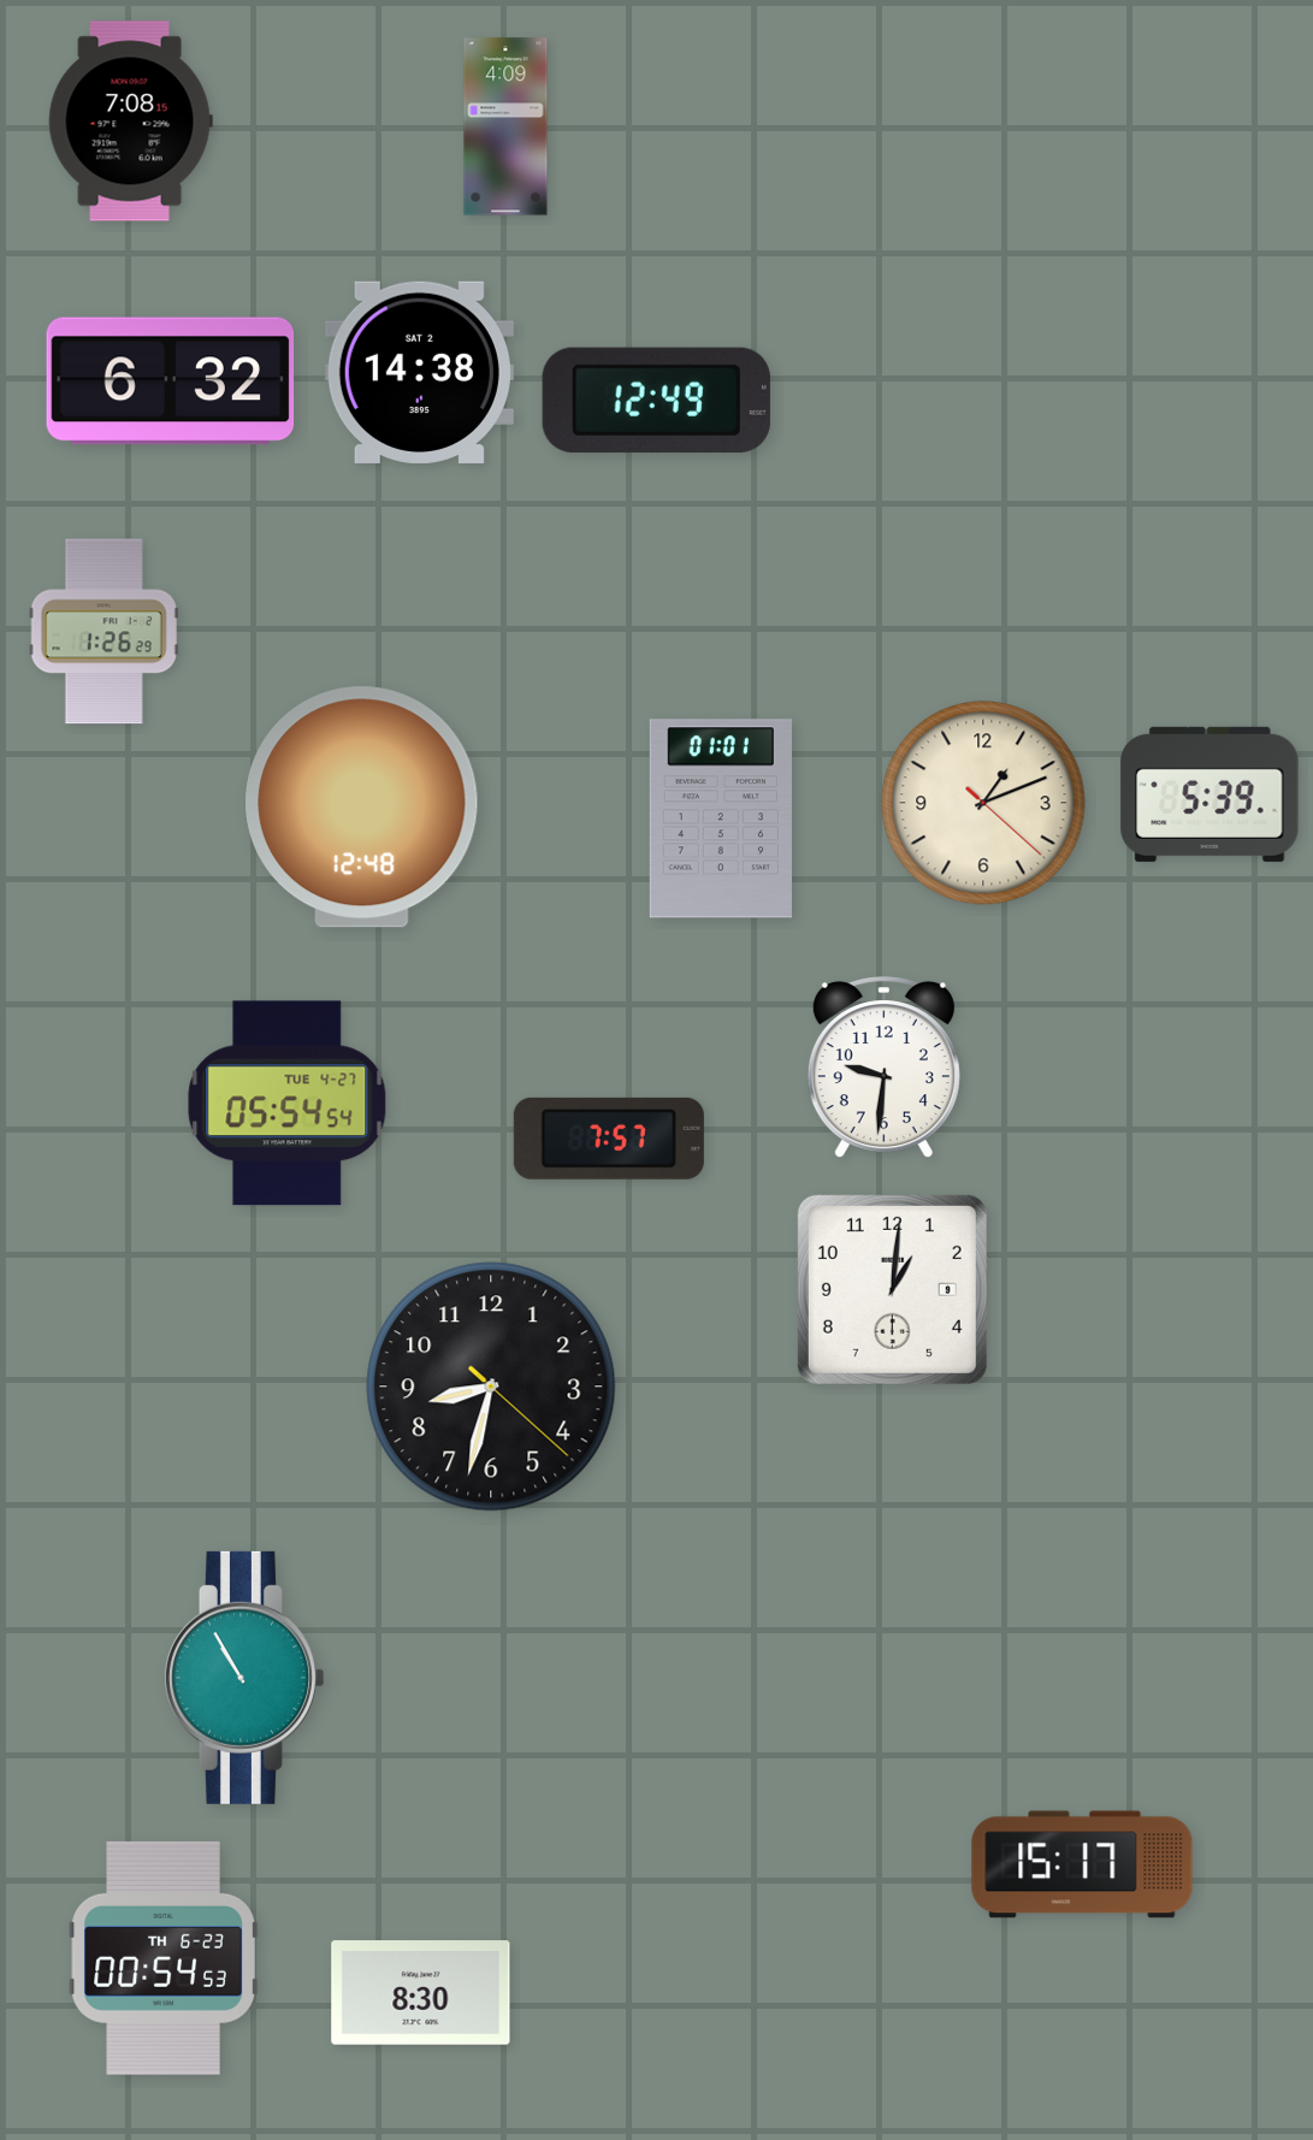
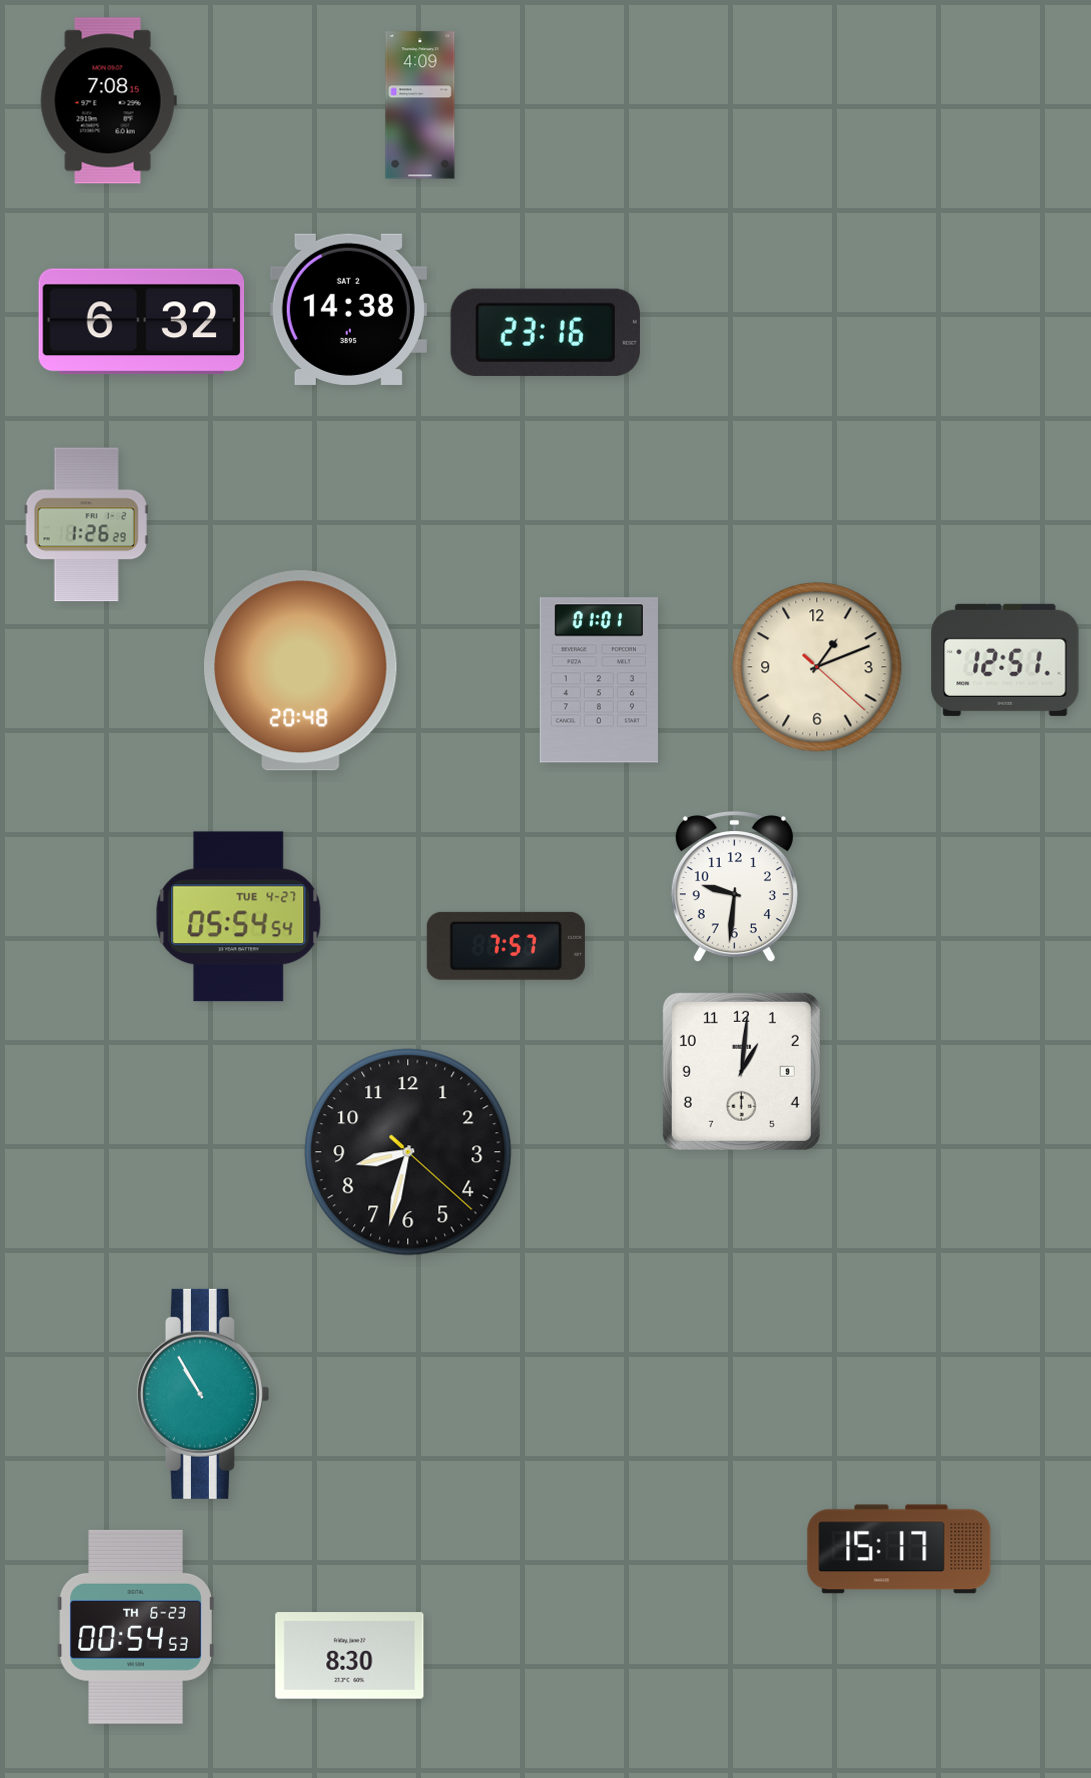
clock at (171, 382) position: (171, 382) -> (142, 322)
clock at (656, 400): 12:49 -> 23:16
clock at (1210, 794): 5:39 -> 12:51
clock at (362, 808): 12:48 -> 20:48
